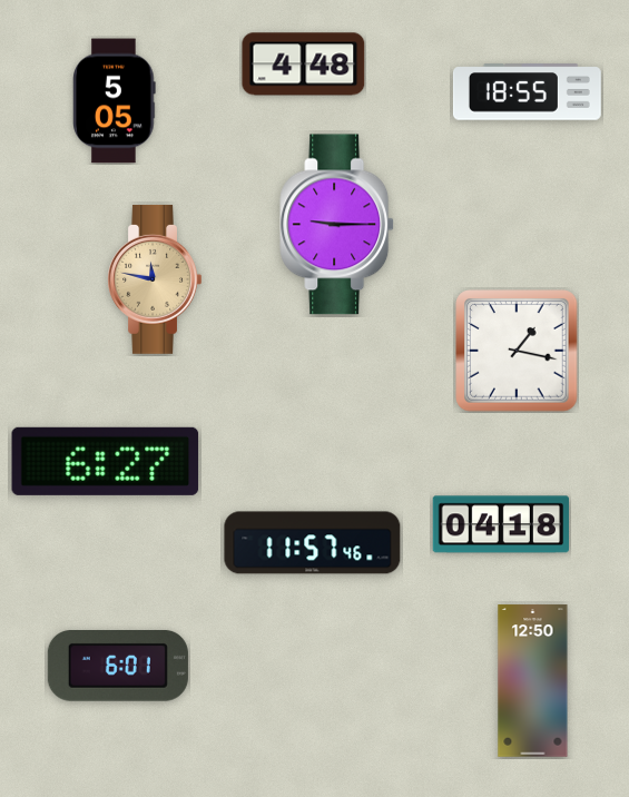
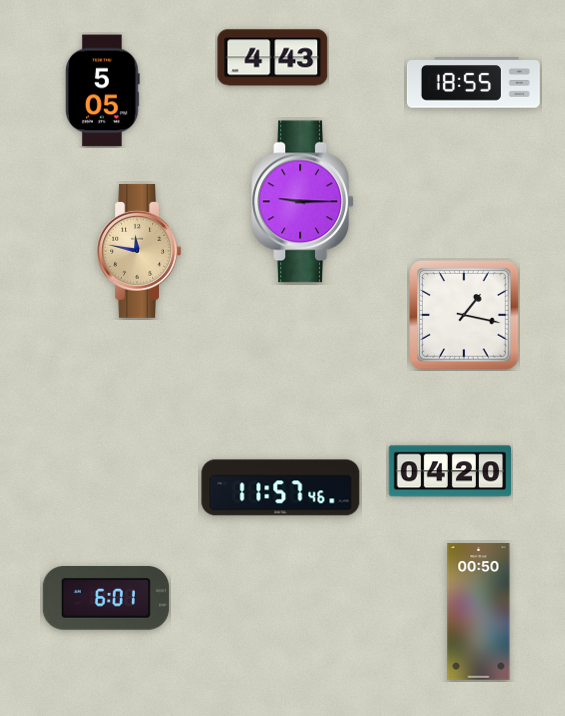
clock at (304, 65): 4:48 -> 4:43
clock at (106, 461): 6:27 -> none
clock at (501, 524): 04:18 -> 04:20
clock at (533, 681): 12:50 -> 00:50
